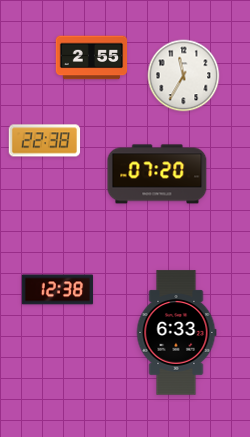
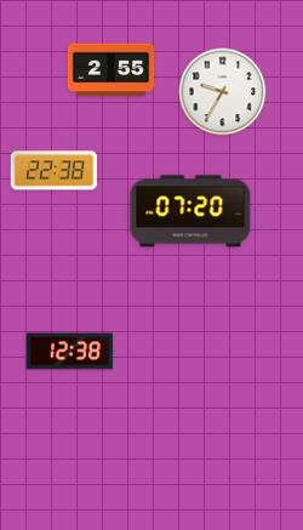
clock at (184, 76): 11:35 -> 9:35
clock at (176, 333): 6:33 -> none
